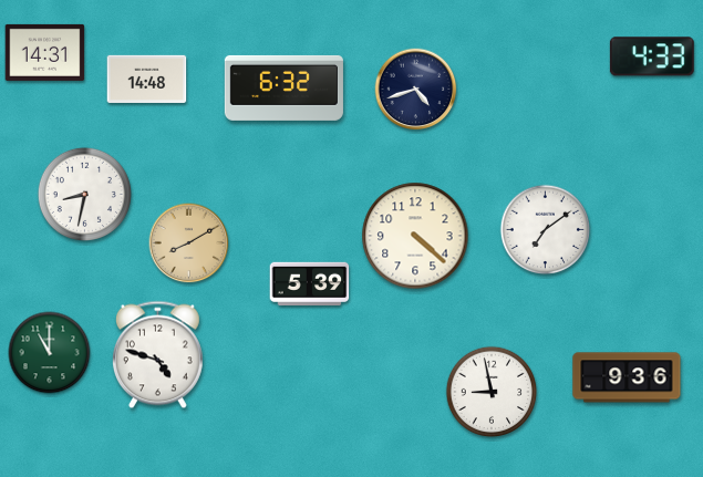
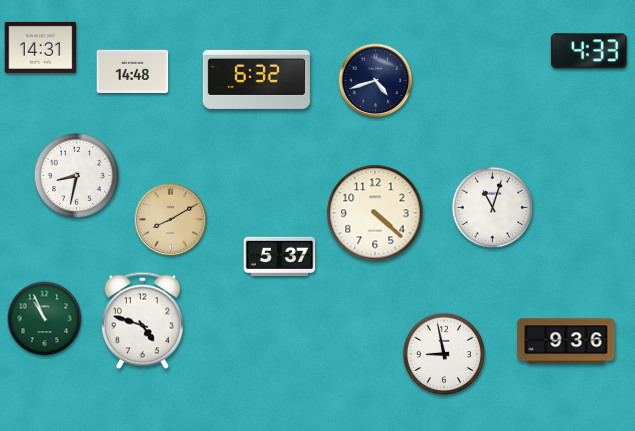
clock at (546, 230): 7:09 -> 11:03
clock at (310, 283): 5:39 -> 5:37
clock at (50, 353): 11:00 -> 10:56
